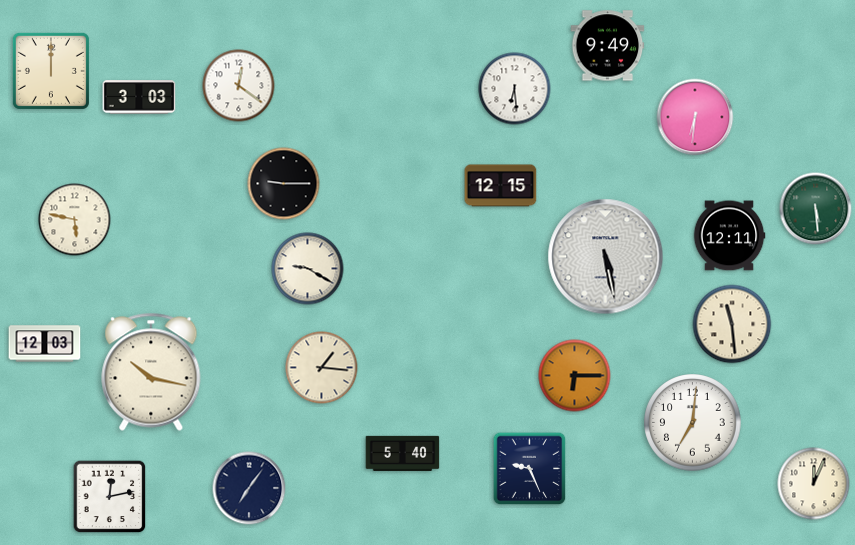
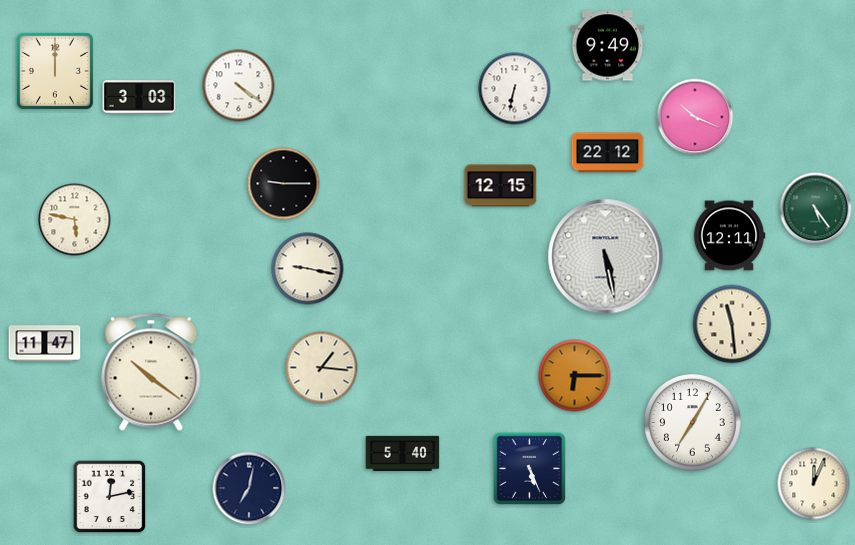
clock at (51, 71) position: (51, 71) -> (55, 71)
clock at (239, 86): 12:21 -> 4:21
clock at (515, 89): 6:29 -> 6:32
clock at (695, 117): 6:31 -> 10:19
clock at (608, 153): none -> 22:12
clock at (816, 209): 5:29 -> 5:24
clock at (308, 269): 9:20 -> 9:17
clock at (45, 344): 12:03 -> 11:47
clock at (151, 372): 10:17 -> 10:21
clock at (693, 423): 7:01 -> 7:05
clock at (530, 469): 9:26 -> 5:26
clock at (249, 488): 7:06 -> 7:02
